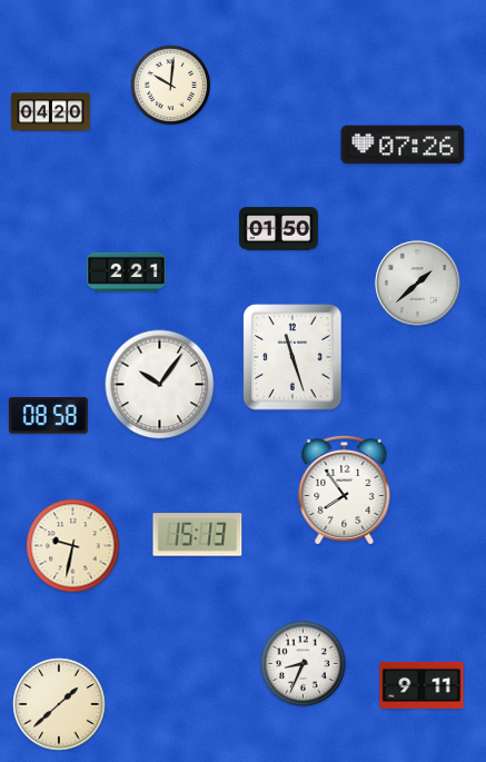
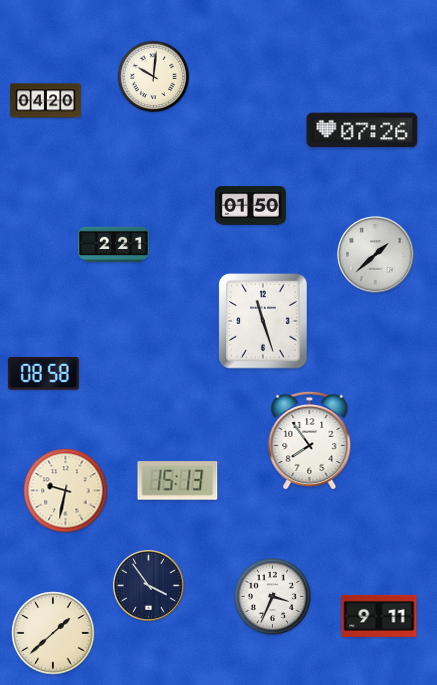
clock at (160, 385): 10:06 -> none
clock at (149, 586): none -> 3:54
clock at (302, 663): 8:34 -> 3:34
